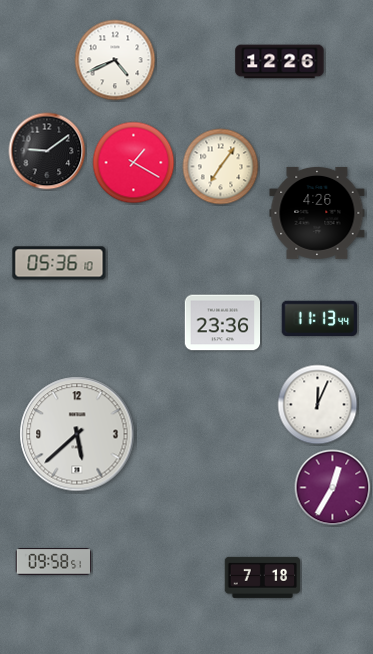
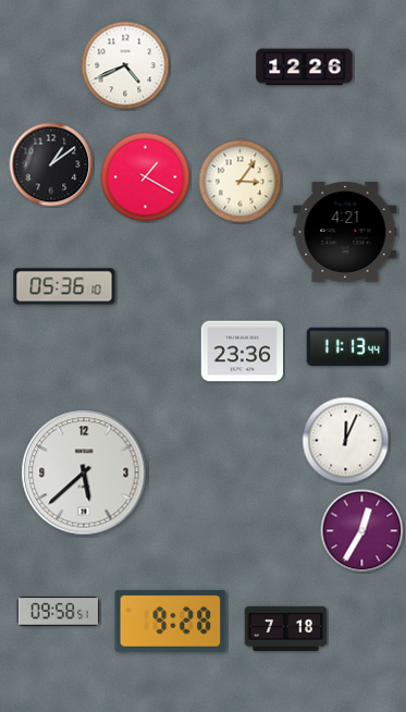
clock at (47, 151): 9:09 -> 1:09
clock at (221, 167): 7:06 -> 3:06
clock at (317, 213): 4:26 -> 4:21
clock at (171, 621): none -> 9:28
